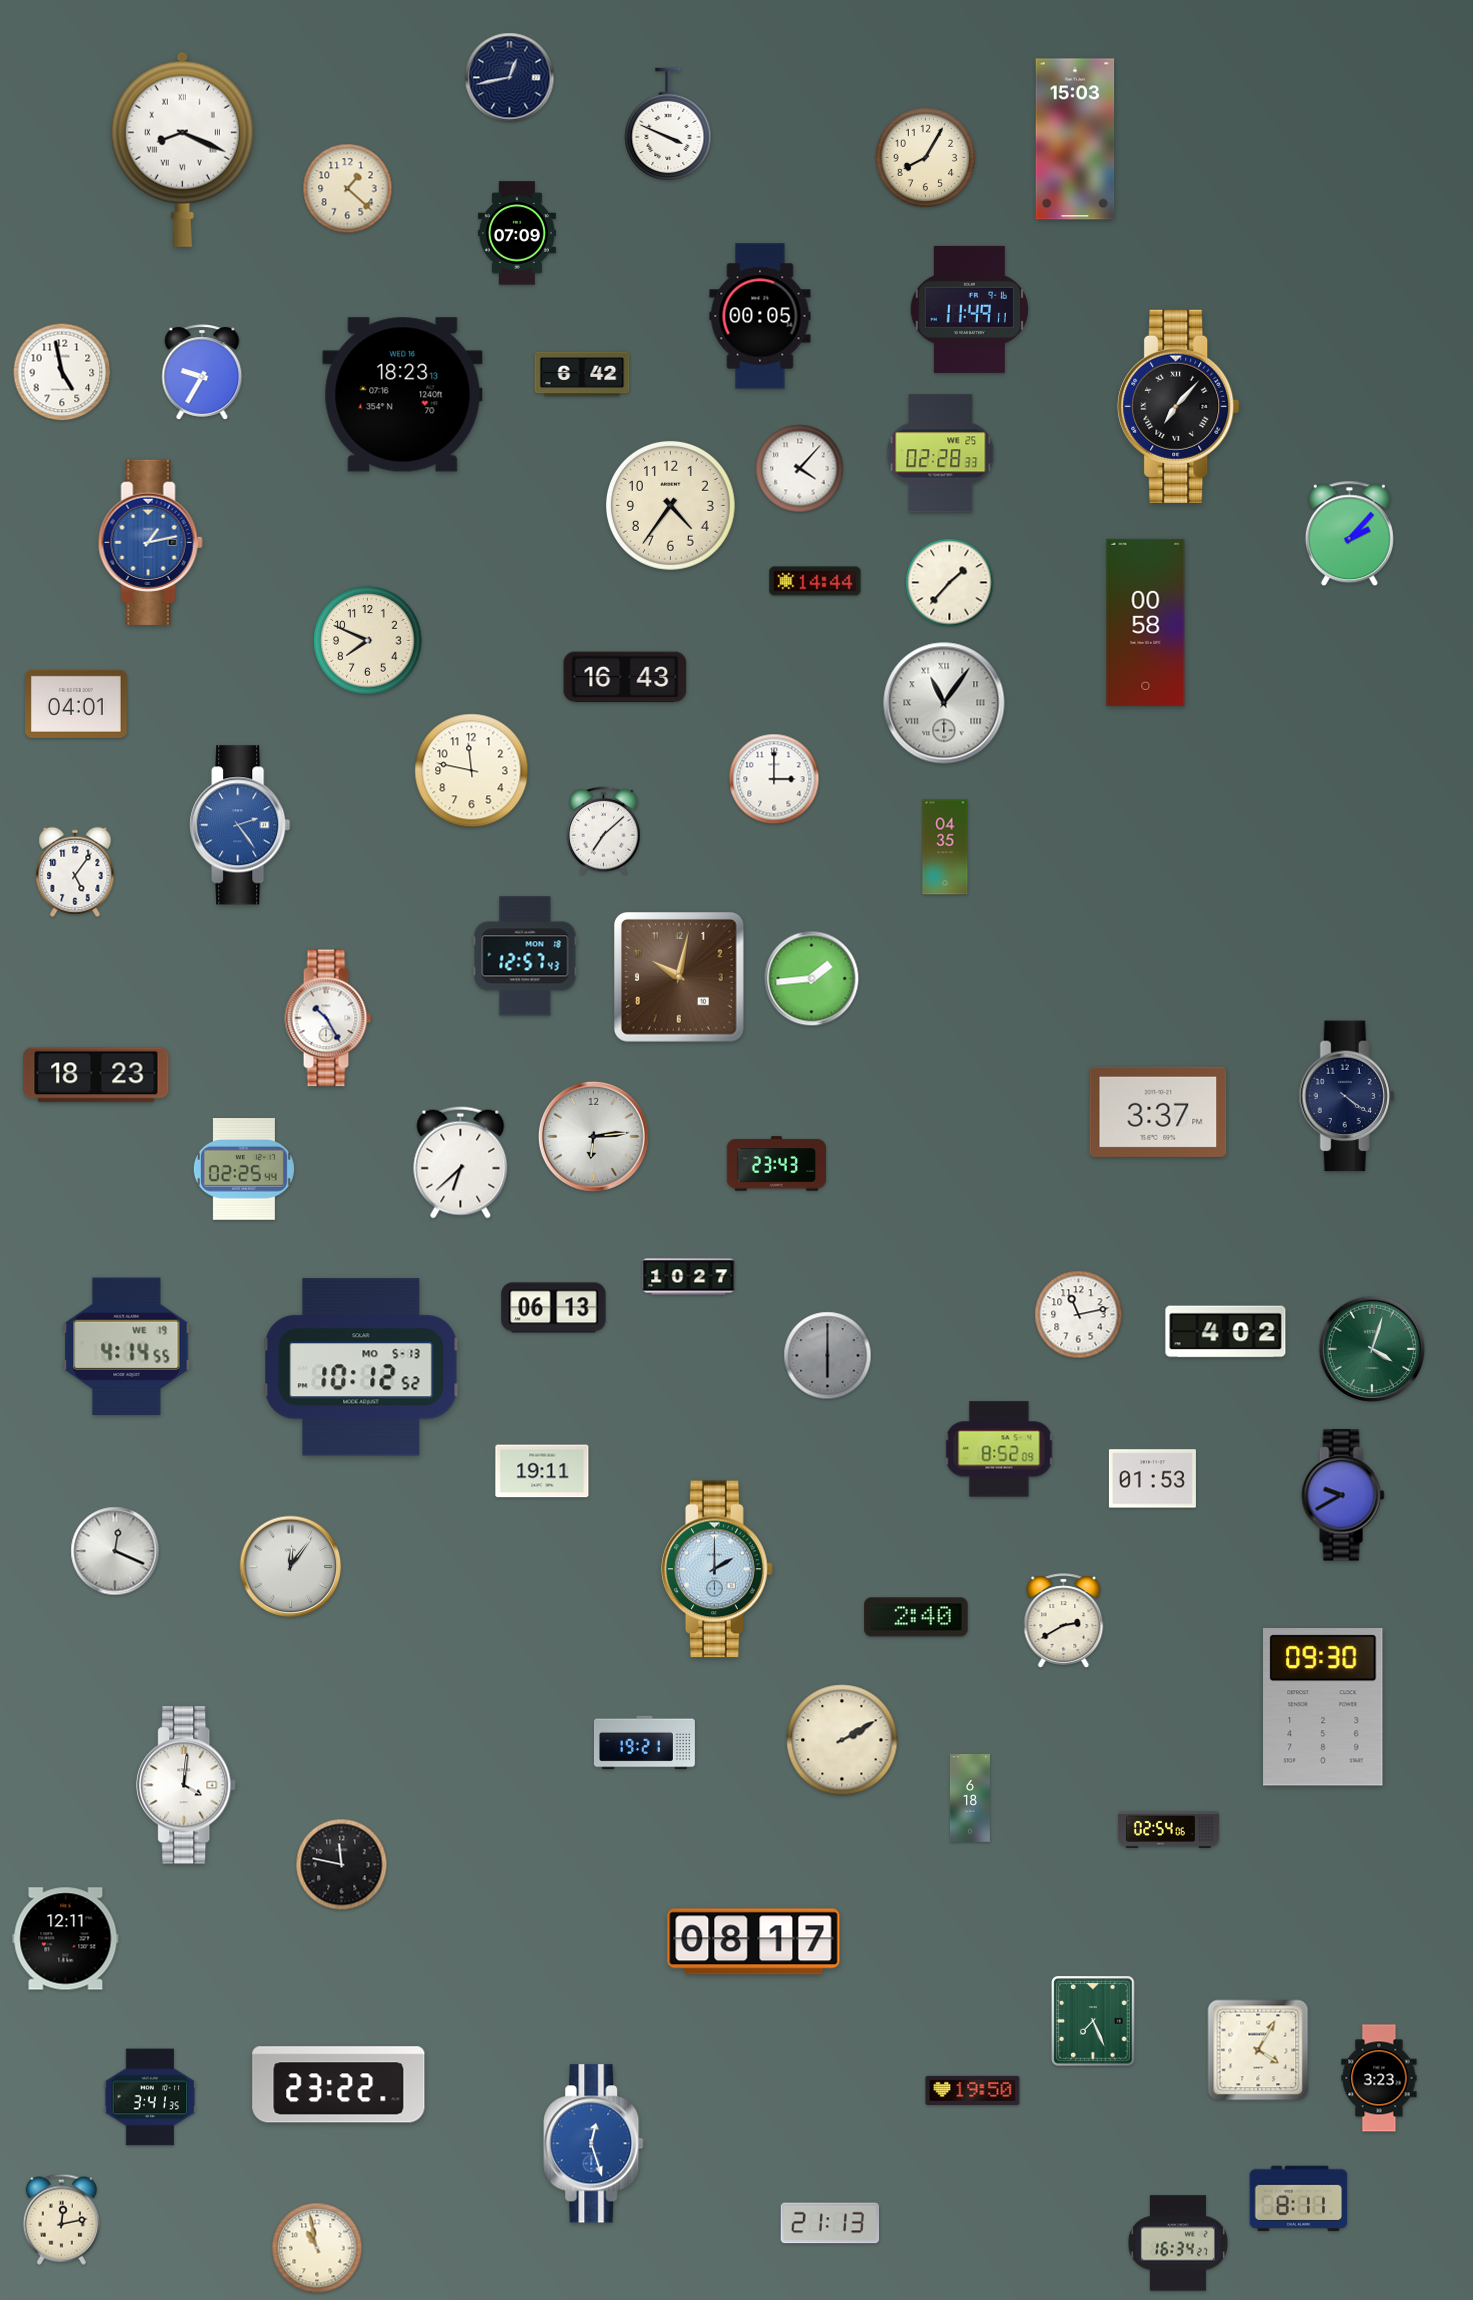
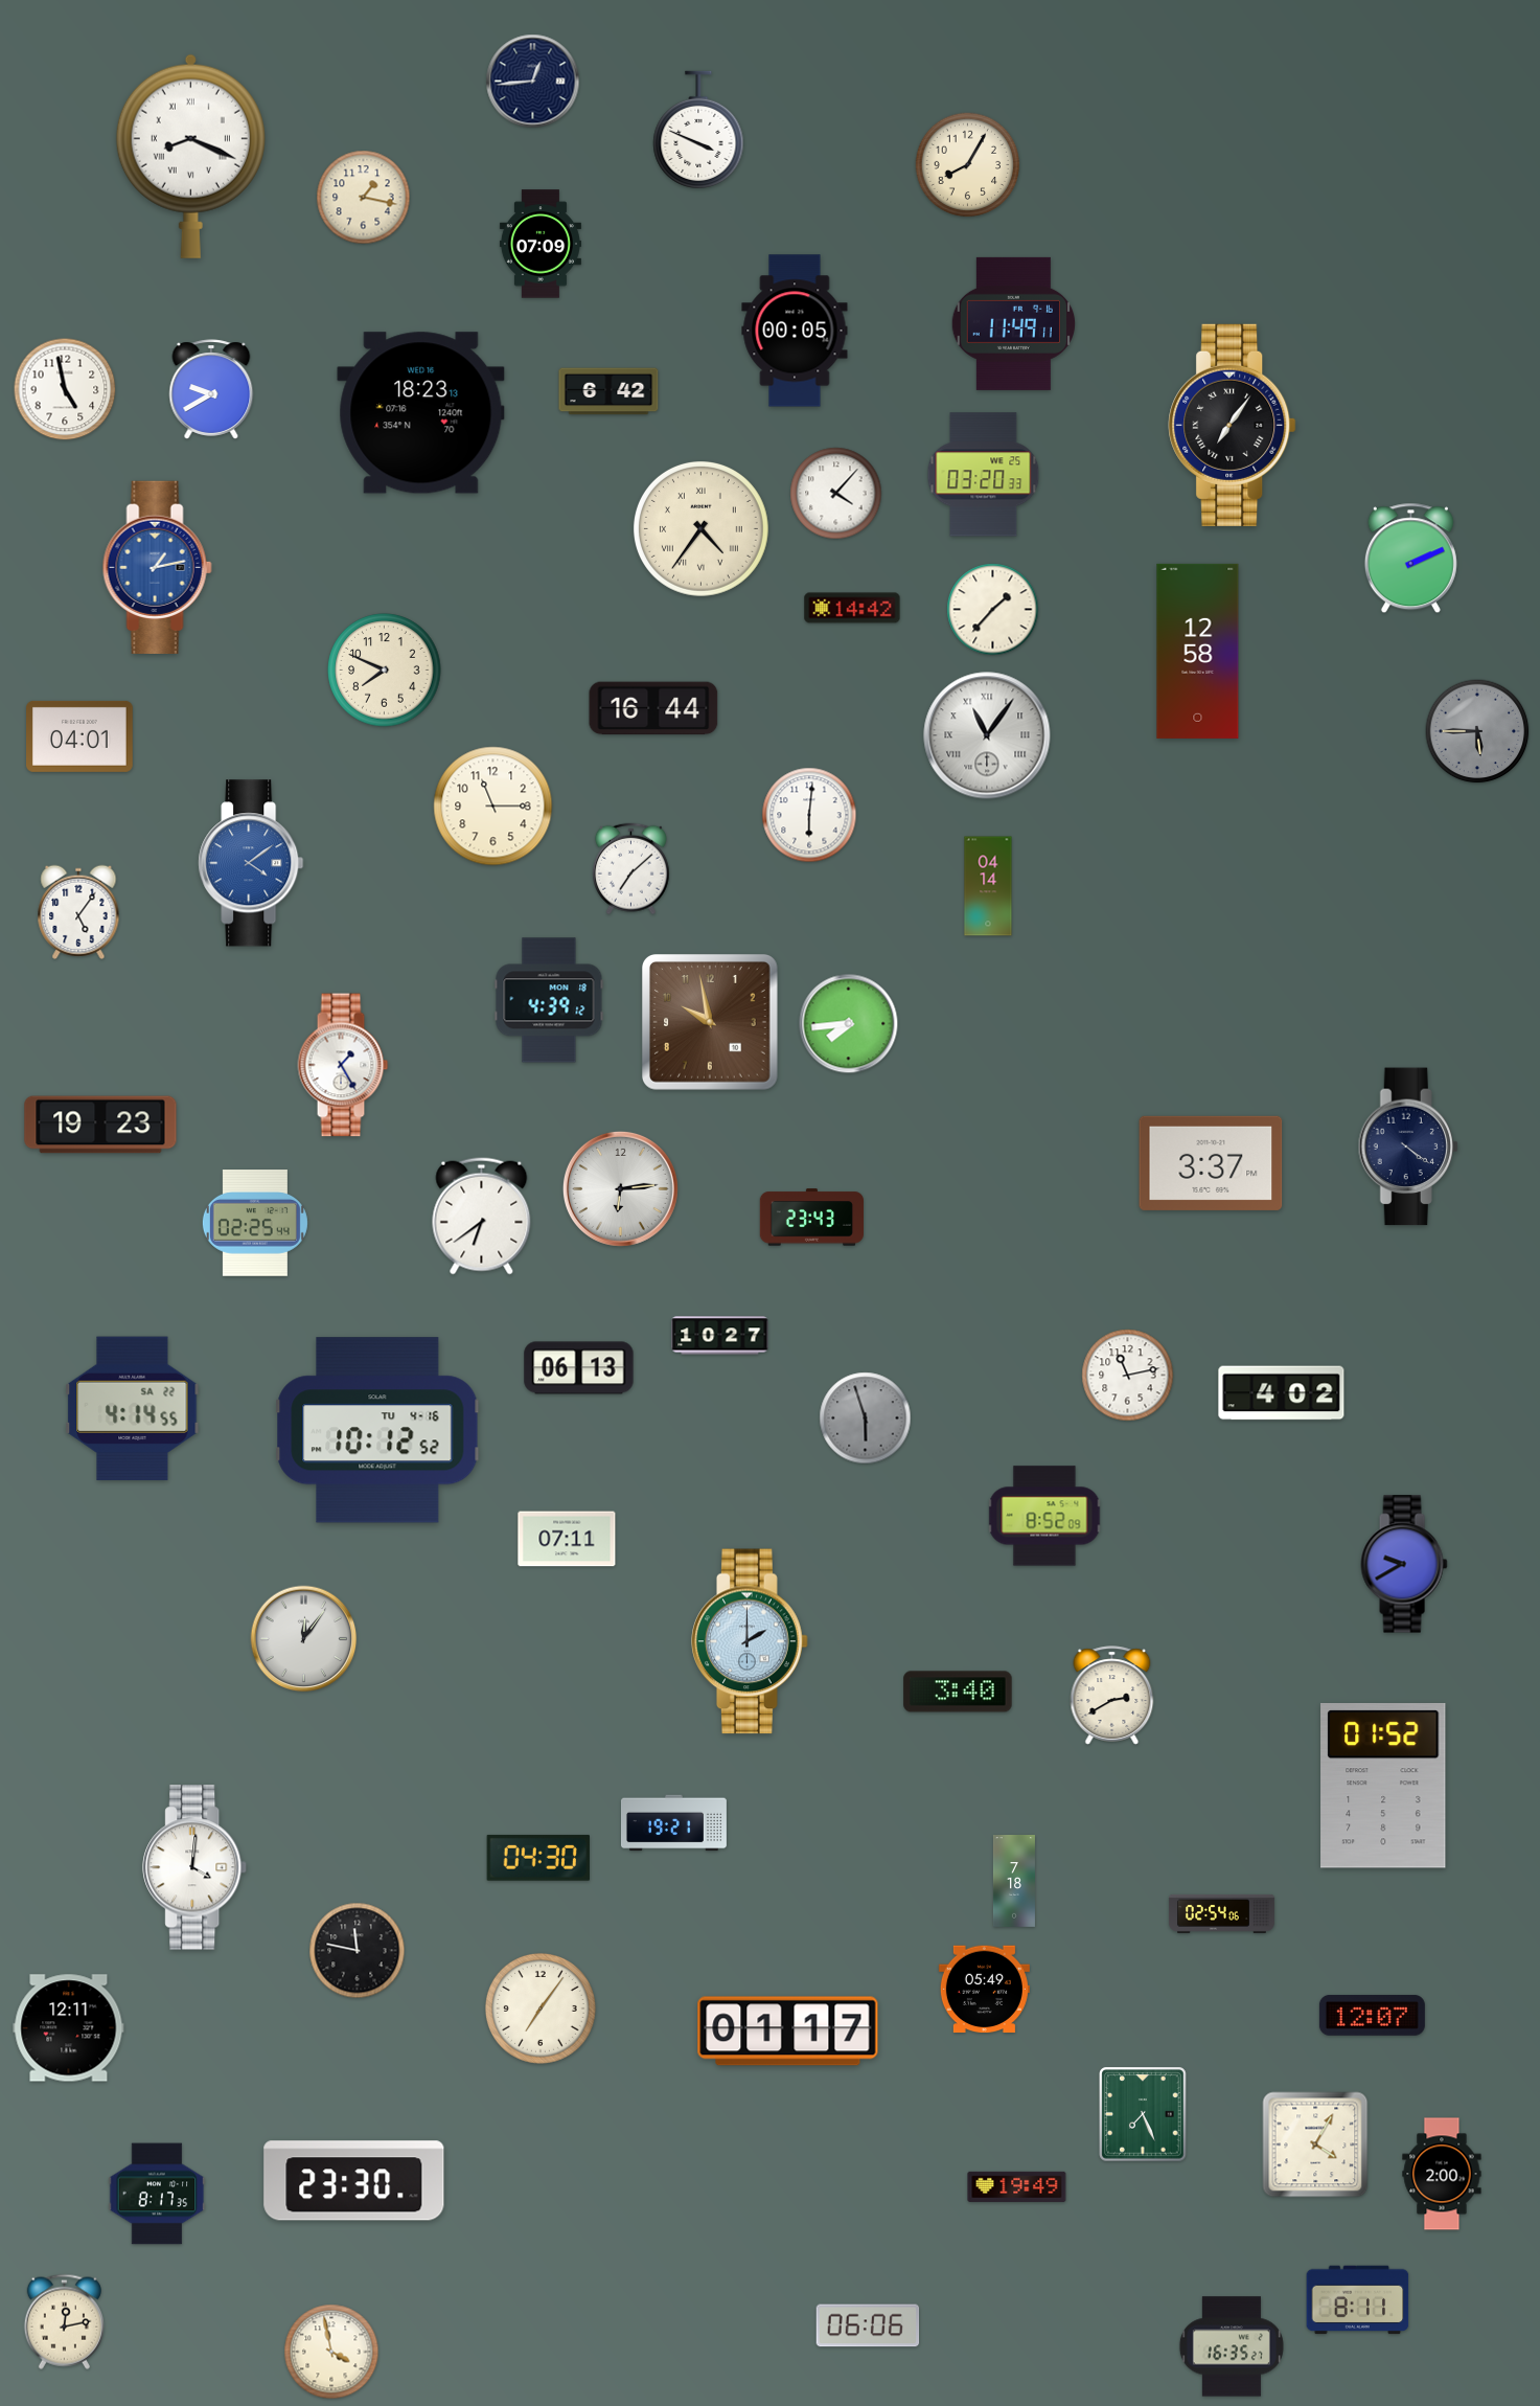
clock at (510, 78): 12:43 -> 12:44
clock at (1075, 139): 15:03 -> none
clock at (348, 189): 1:22 -> 1:17
clock at (202, 372): 9:35 -> 9:40
clock at (1179, 406): 7:07 -> 7:06
clock at (941, 454): 02:28 -> 03:20
clock at (800, 469) position: (800, 469) -> (836, 494)
clock at (670, 505) numerals: Arabic -> Roman
clock at (1349, 534): 2:07 -> 2:11
clock at (815, 581): 14:44 -> 14:42
clock at (1146, 622): 00:58 -> 12:58
clock at (625, 677): 16:43 -> 16:44
clock at (1477, 731): none -> 5:45
clock at (472, 771): 11:47 -> 11:15
clock at (774, 779): 3:00 -> 6:01
clock at (240, 825): 2:24 -> 4:09
clock at (945, 847): 04:35 -> 04:14
clock at (525, 956): 12:57 -> 4:39
clock at (680, 978): 10:02 -> 9:58
clock at (812, 979): 1:44 -> 7:44
clock at (328, 1018): 10:25 -> 1:25
clock at (96, 1075): 18:23 -> 19:23
clock at (461, 1163): 6:38 -> 6:39
clock at (127, 1347) date: WE 19 -> SA 22
clock at (1372, 1349): 4:03 -> none
clock at (828, 1356): 6:00 -> 5:57
clock at (361, 1367) date: MO 5-13 -> TU 4-16
clock at (542, 1471): 19:11 -> 07:11
clock at (1152, 1479): 01:53 -> none
clock at (115, 1551): 12:19 -> none
clock at (916, 1617): 2:40 -> 3:40
clock at (1323, 1707): 09:30 -> 01:52
clock at (842, 1740): 2:10 -> none
clock at (538, 1858): none -> 04:30
clock at (970, 1799): 6:18 -> 7:18
clock at (984, 1990): none -> 05:49
clock at (541, 2008): none -> 7:06
clock at (1372, 2015): none -> 12:07
clock at (754, 1942): 08:17 -> 01:17
clock at (1379, 2078): 3:23 -> 2:00
clock at (339, 2085): 23:22 -> 23:30
clock at (973, 2090): 19:50 -> 19:49
clock at (150, 2097): 3:41 -> 8:17
clock at (594, 2144): 12:27 -> none
clock at (830, 2223): 21:13 -> 06:06
clock at (1178, 2243): 16:34 -> 16:35
clock at (317, 2248): 10:58 -> 3:58
